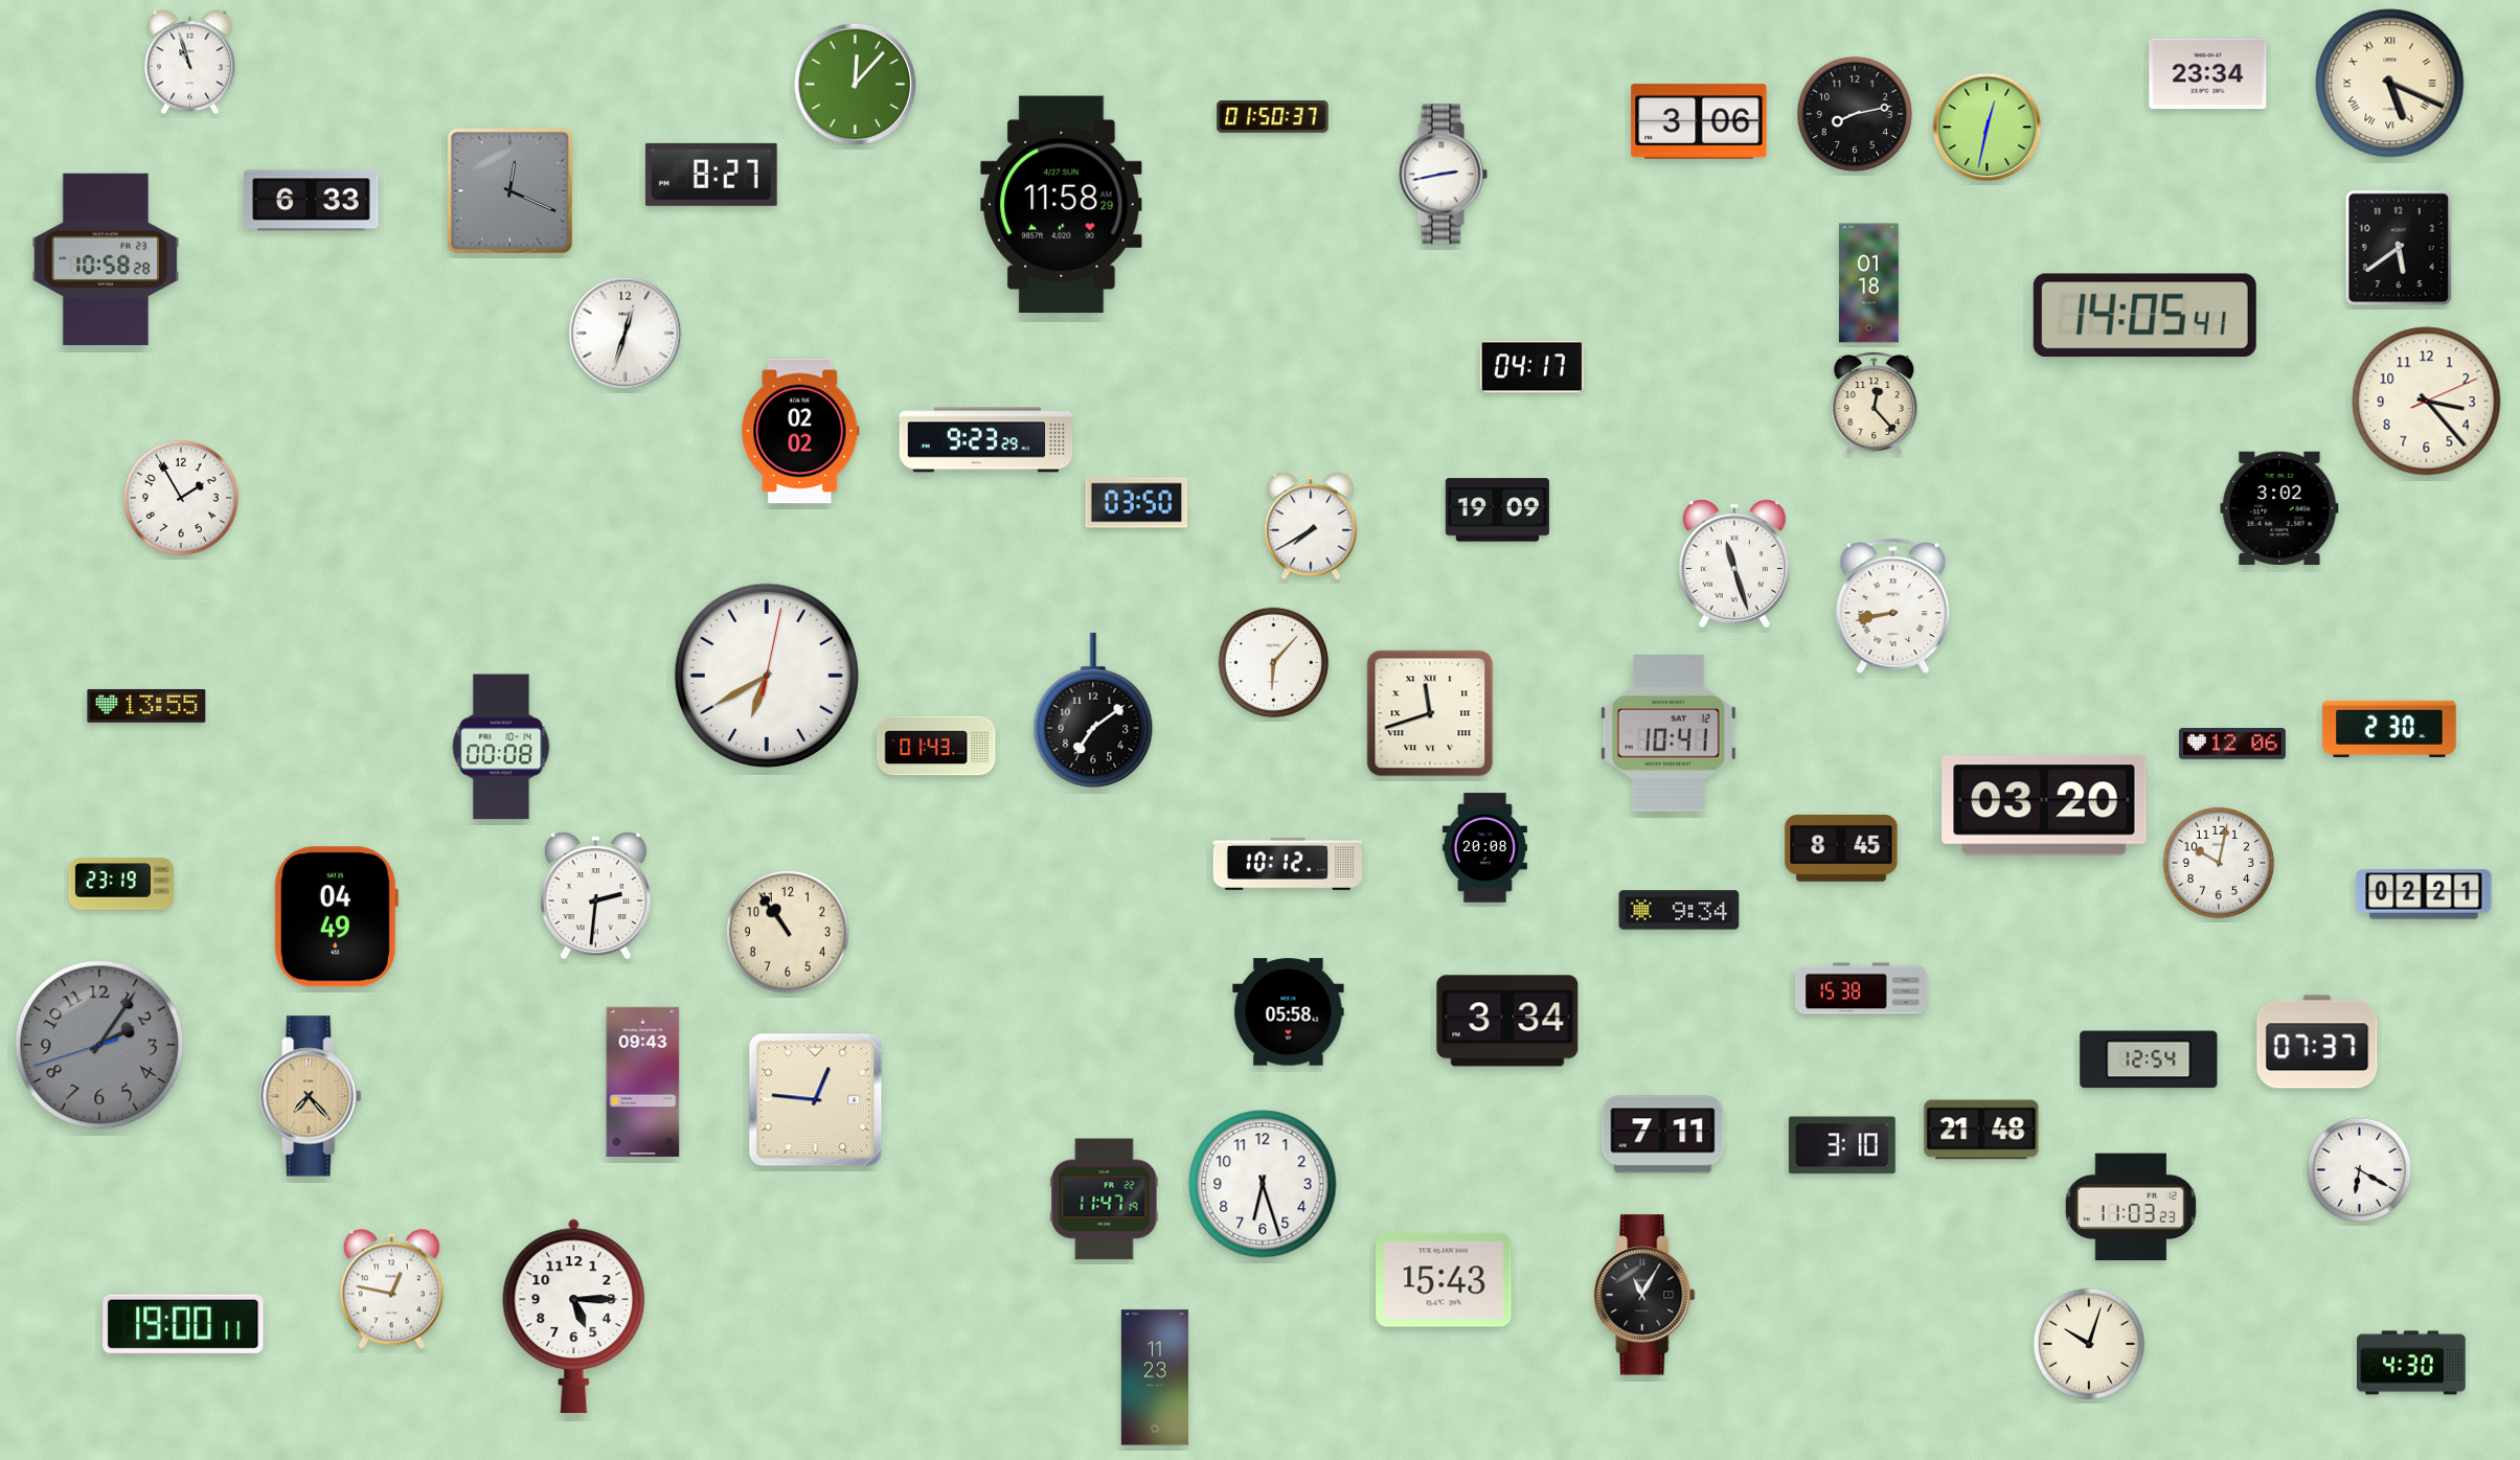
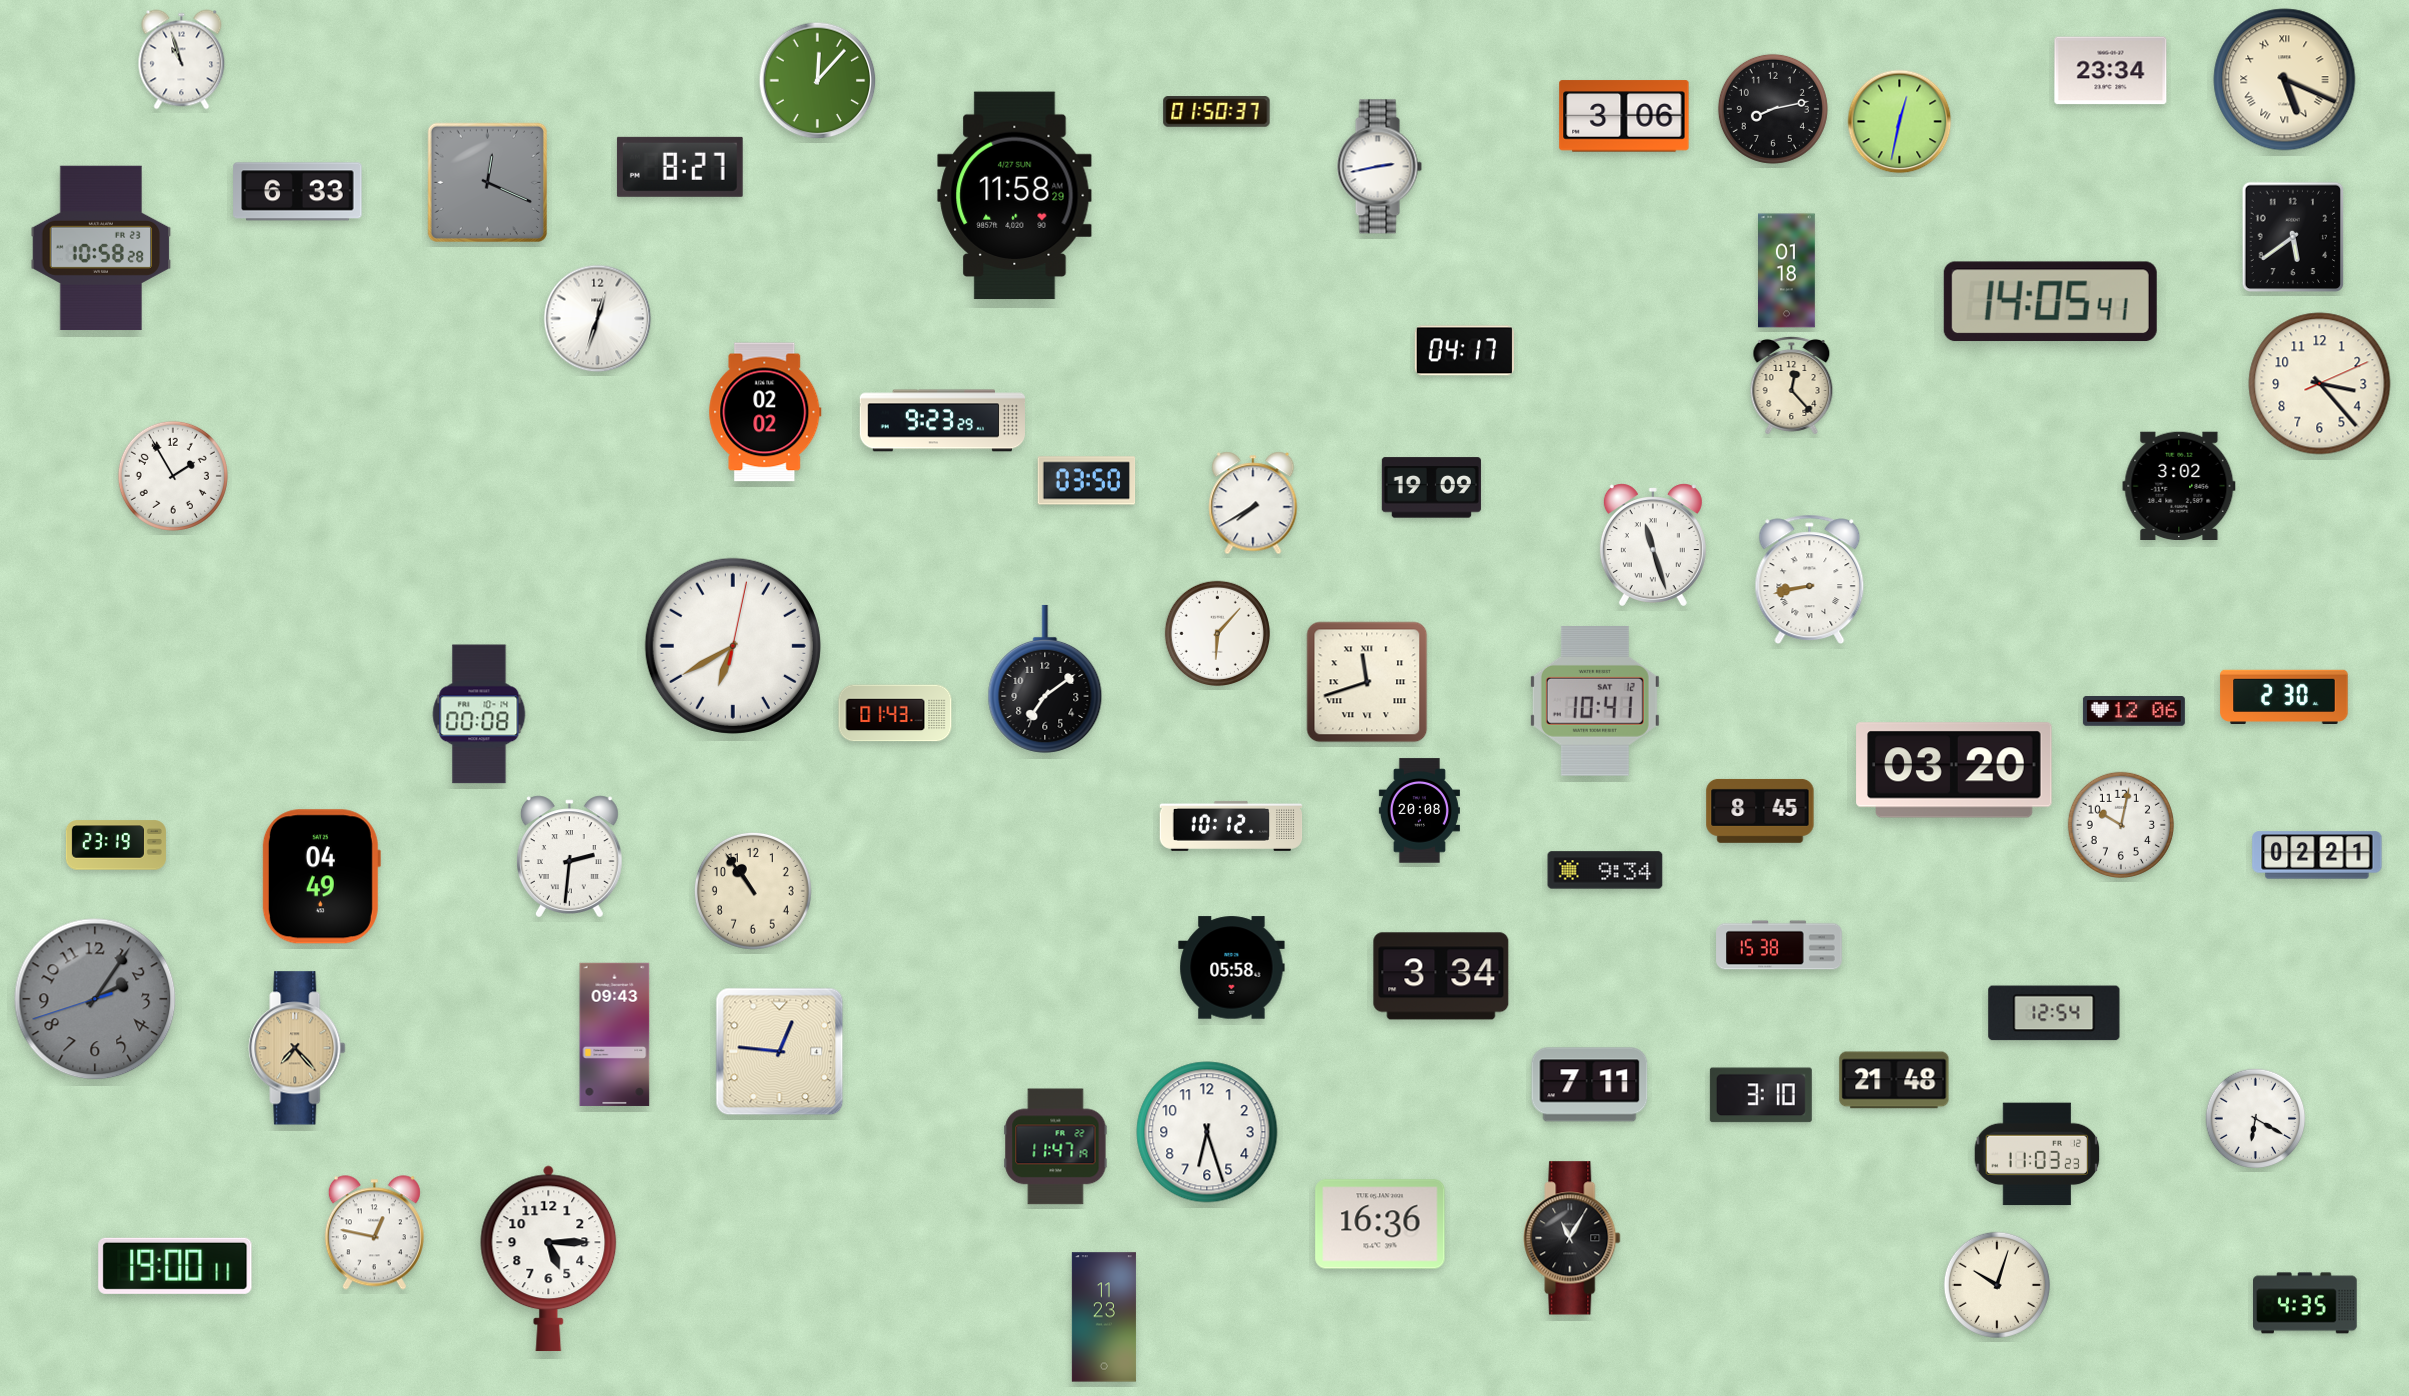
clock at (1734, 564) position: (1734, 564) -> (1653, 545)
clock at (146, 706): 13:55 -> none
clock at (2317, 1042): 07:37 -> none
clock at (1444, 1280): 15:43 -> 16:36
clock at (2412, 1363): 4:30 -> 4:35
